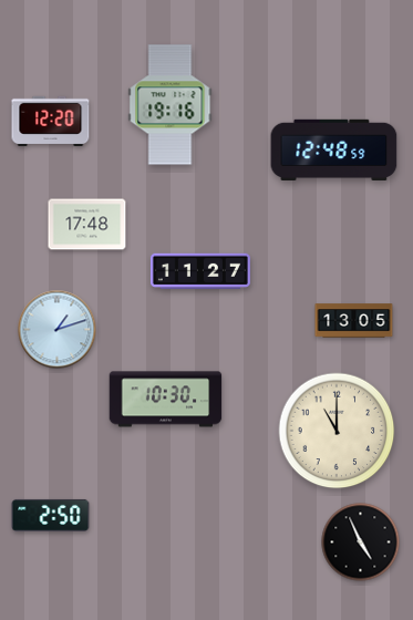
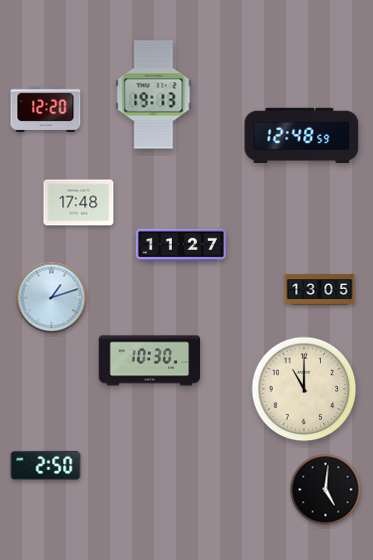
clock at (171, 105): 19:16 -> 19:13
clock at (361, 542): 4:56 -> 5:01
